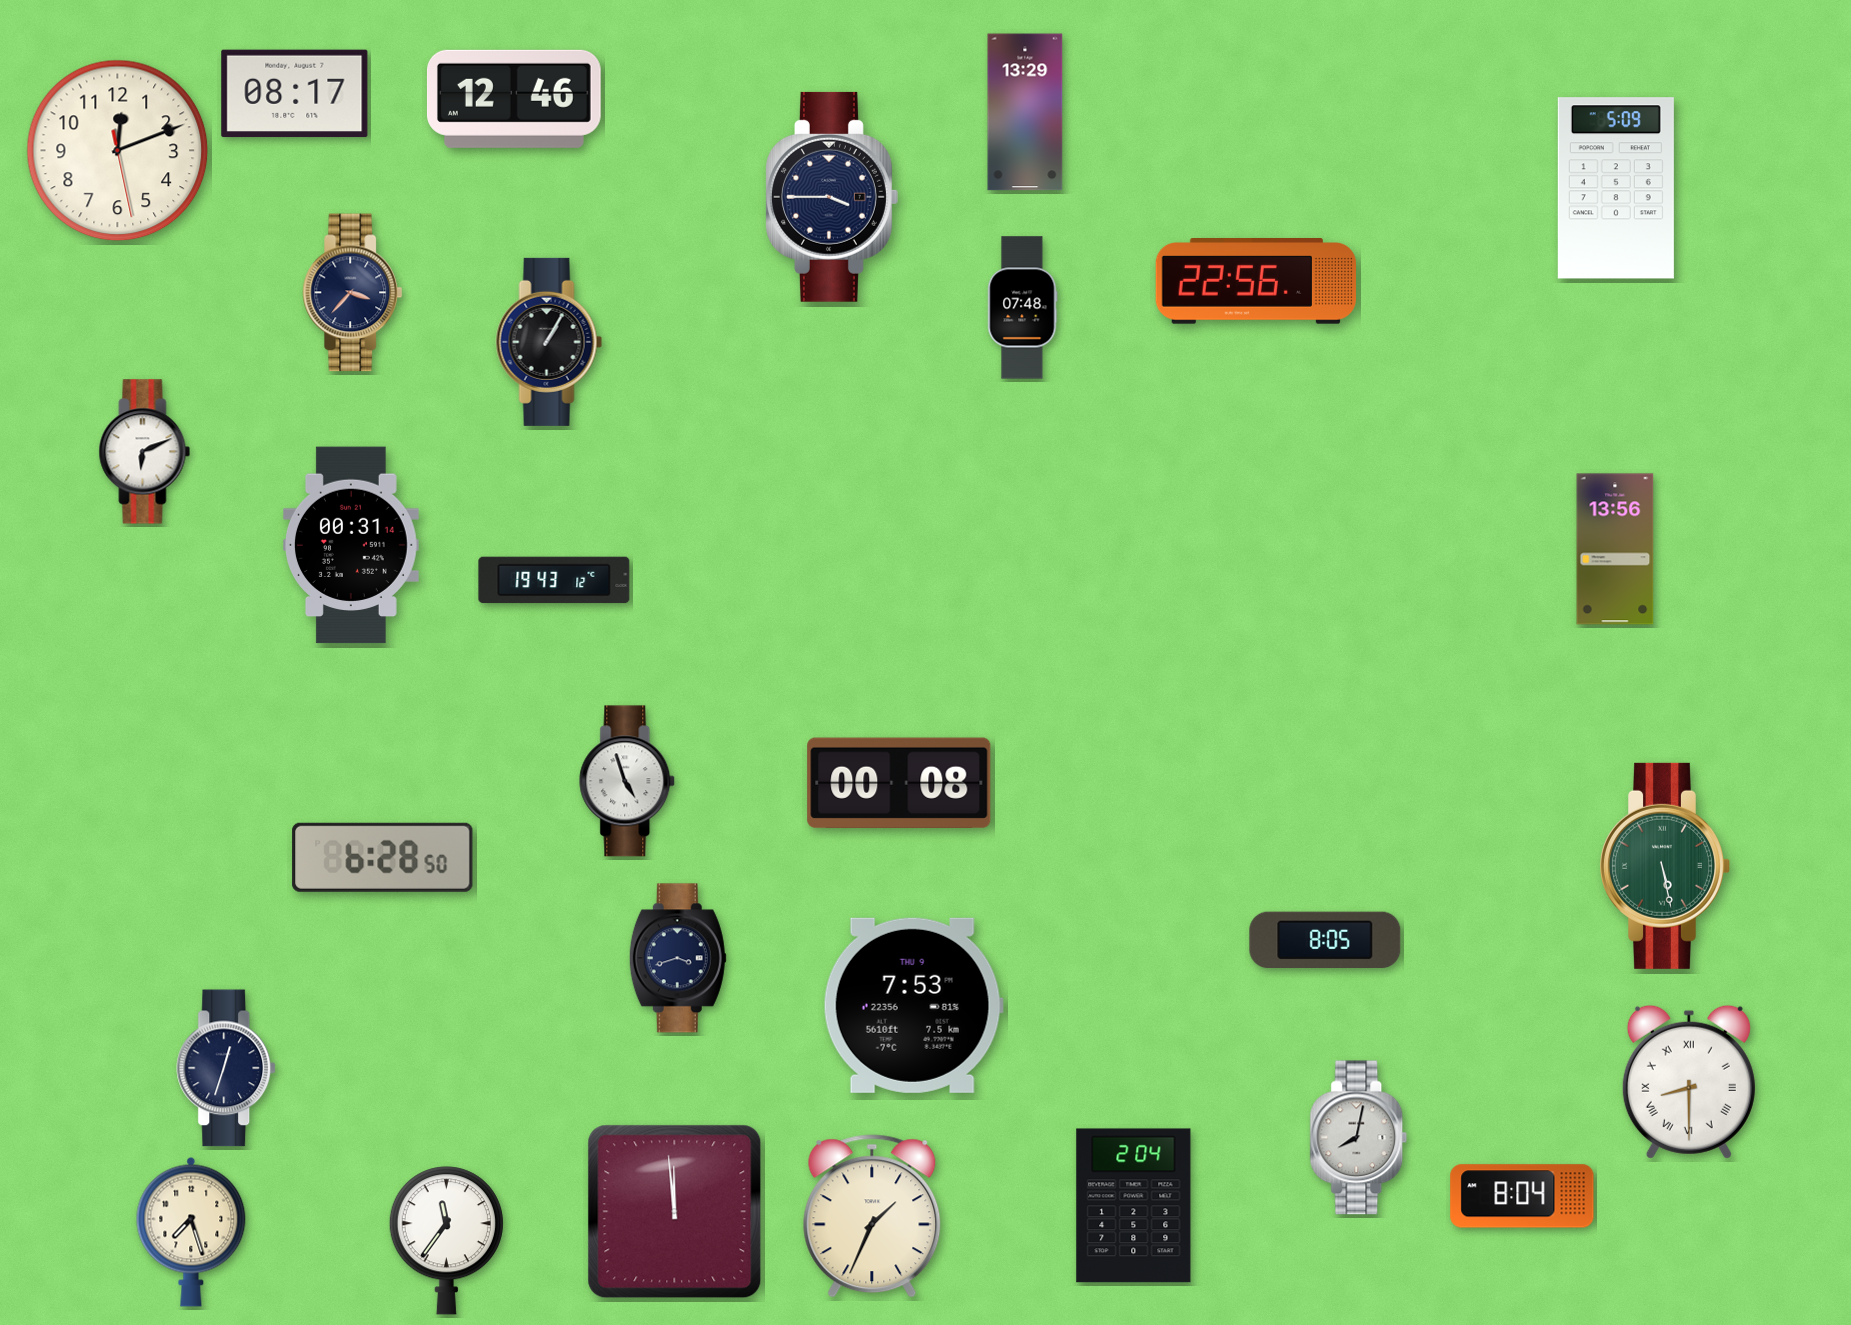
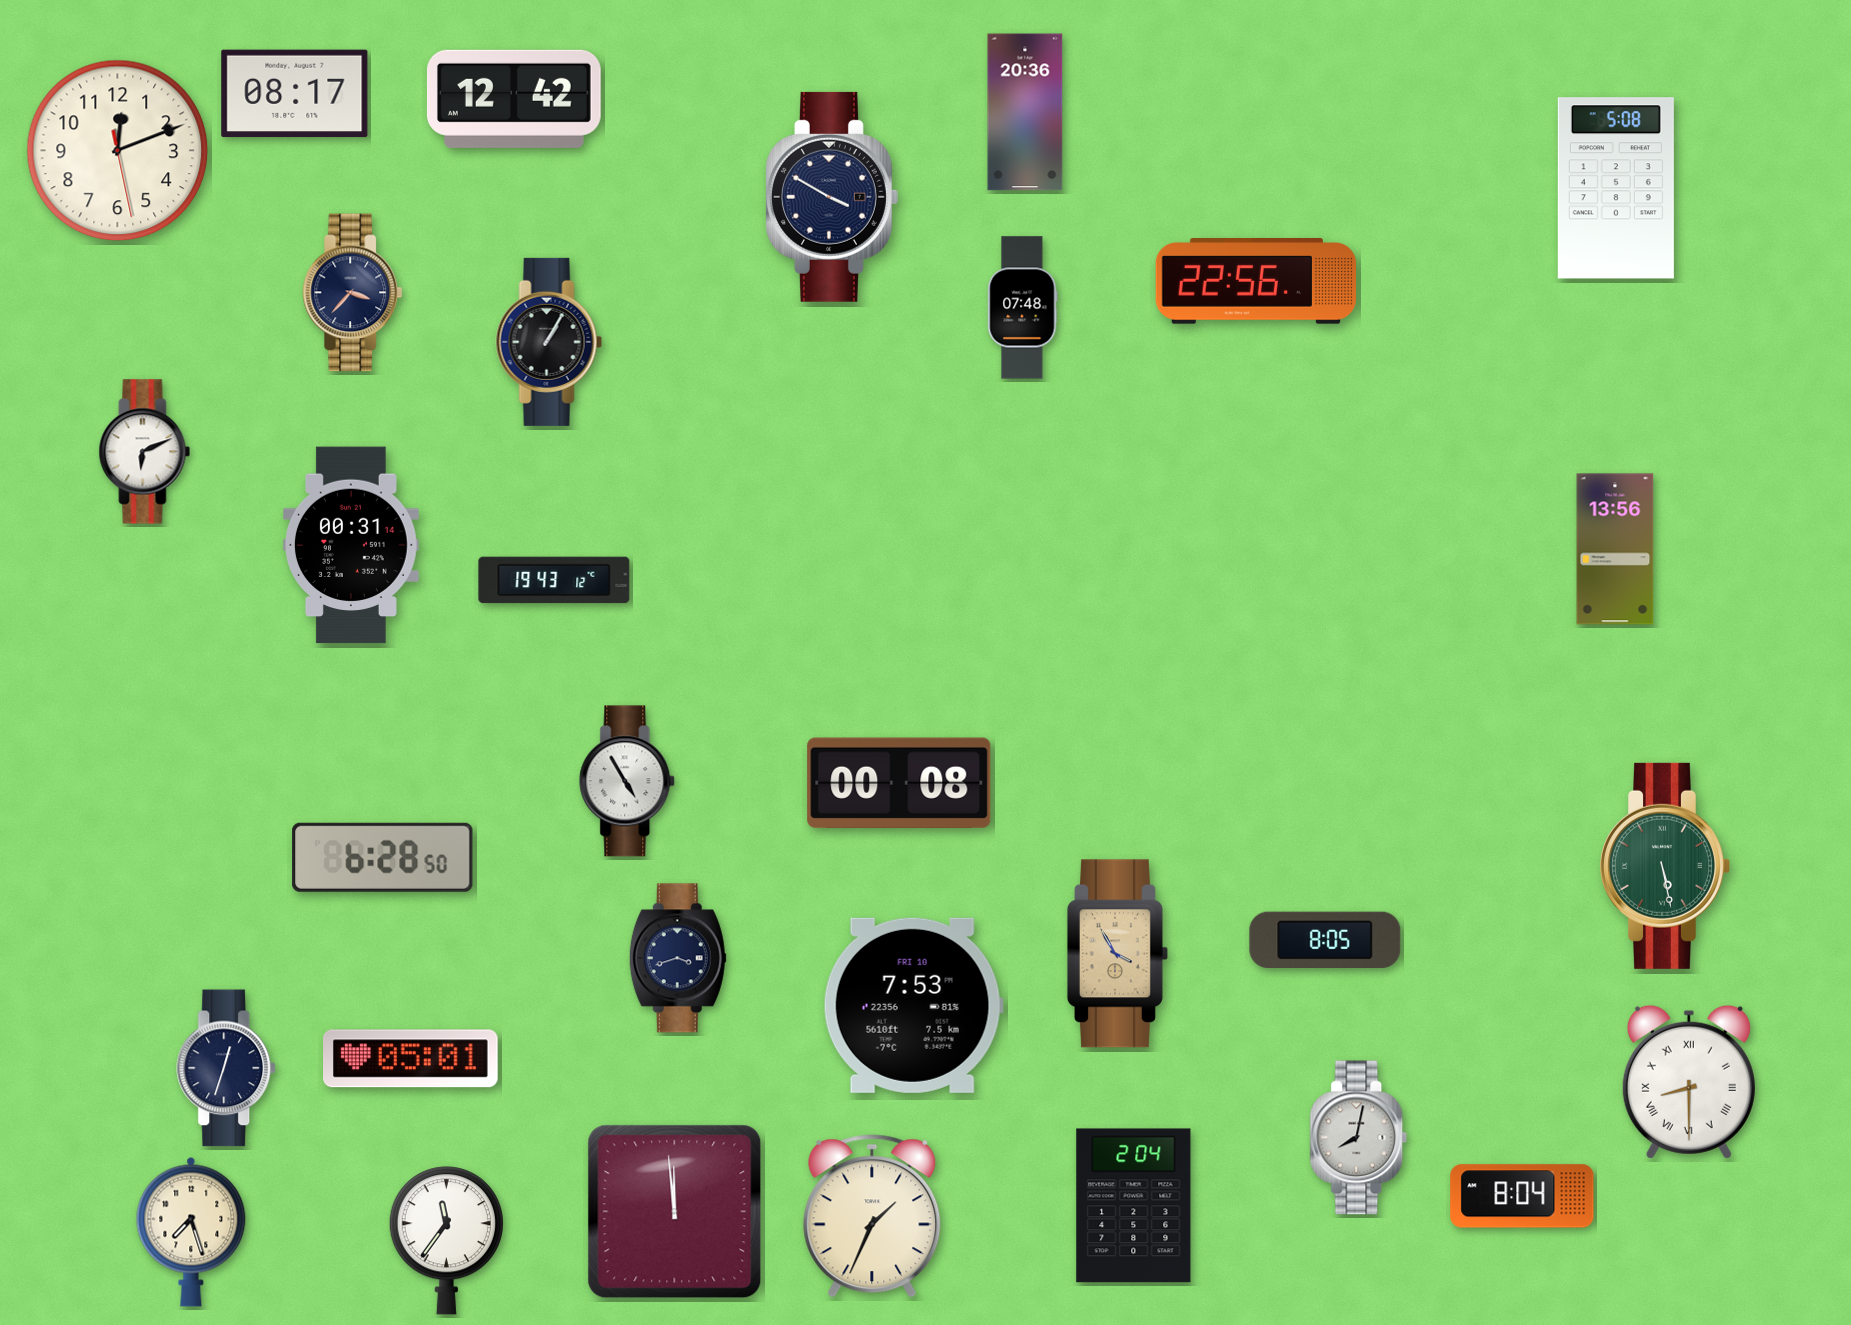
clock at (514, 99): 12:46 -> 12:42
clock at (1025, 112): 13:29 -> 20:36
clock at (1616, 188): 5:09 -> 5:08
clock at (832, 197): 3:45 -> 3:50
clock at (628, 781): 4:57 -> 4:55
clock at (1117, 954): none -> 3:55
clock at (913, 1005) date: THU 9 -> FRI 10
clock at (411, 1059): none -> 05:01
